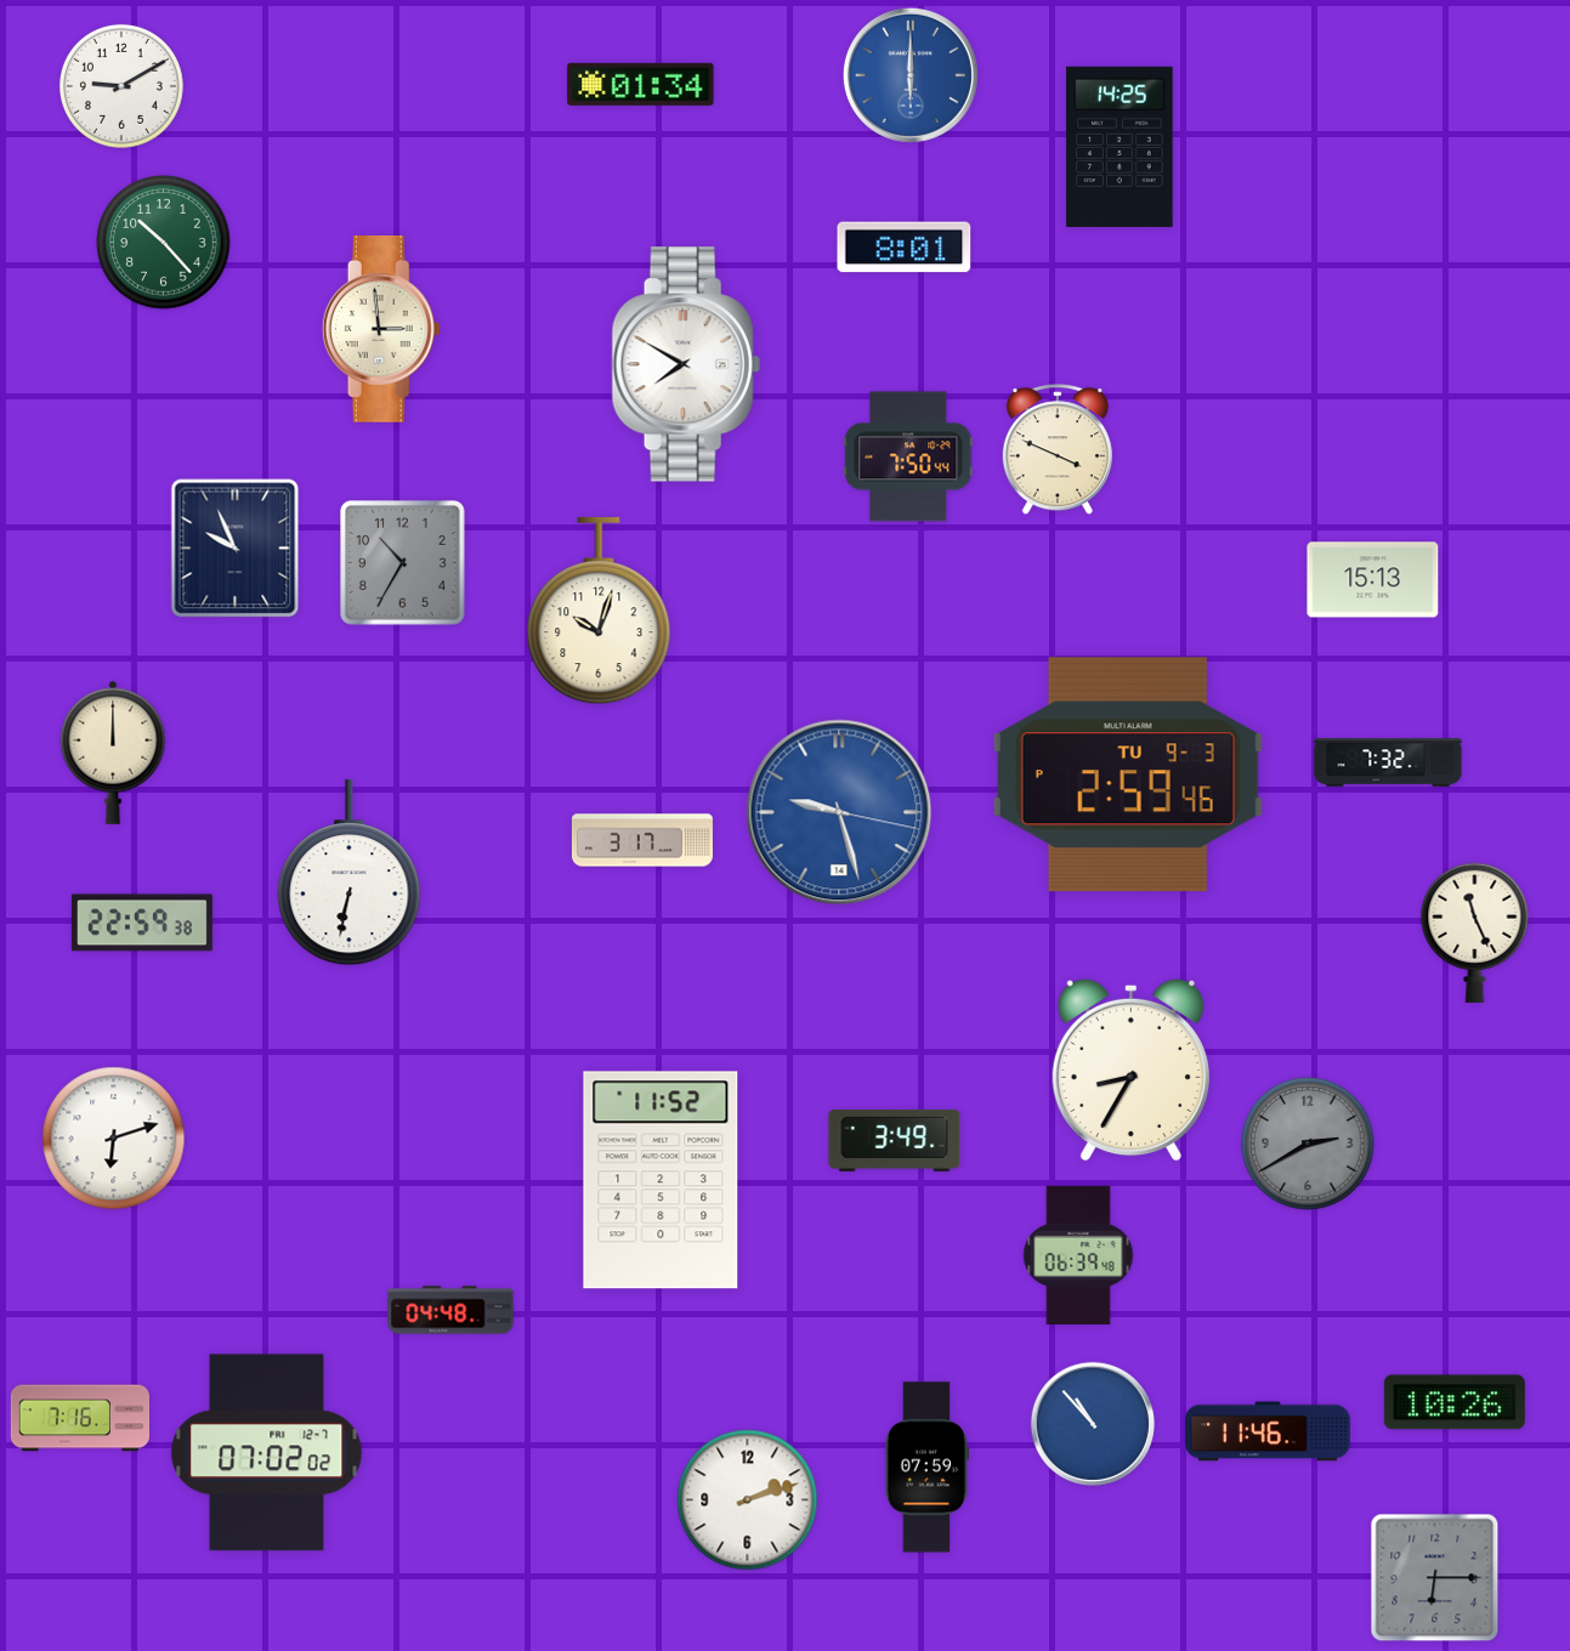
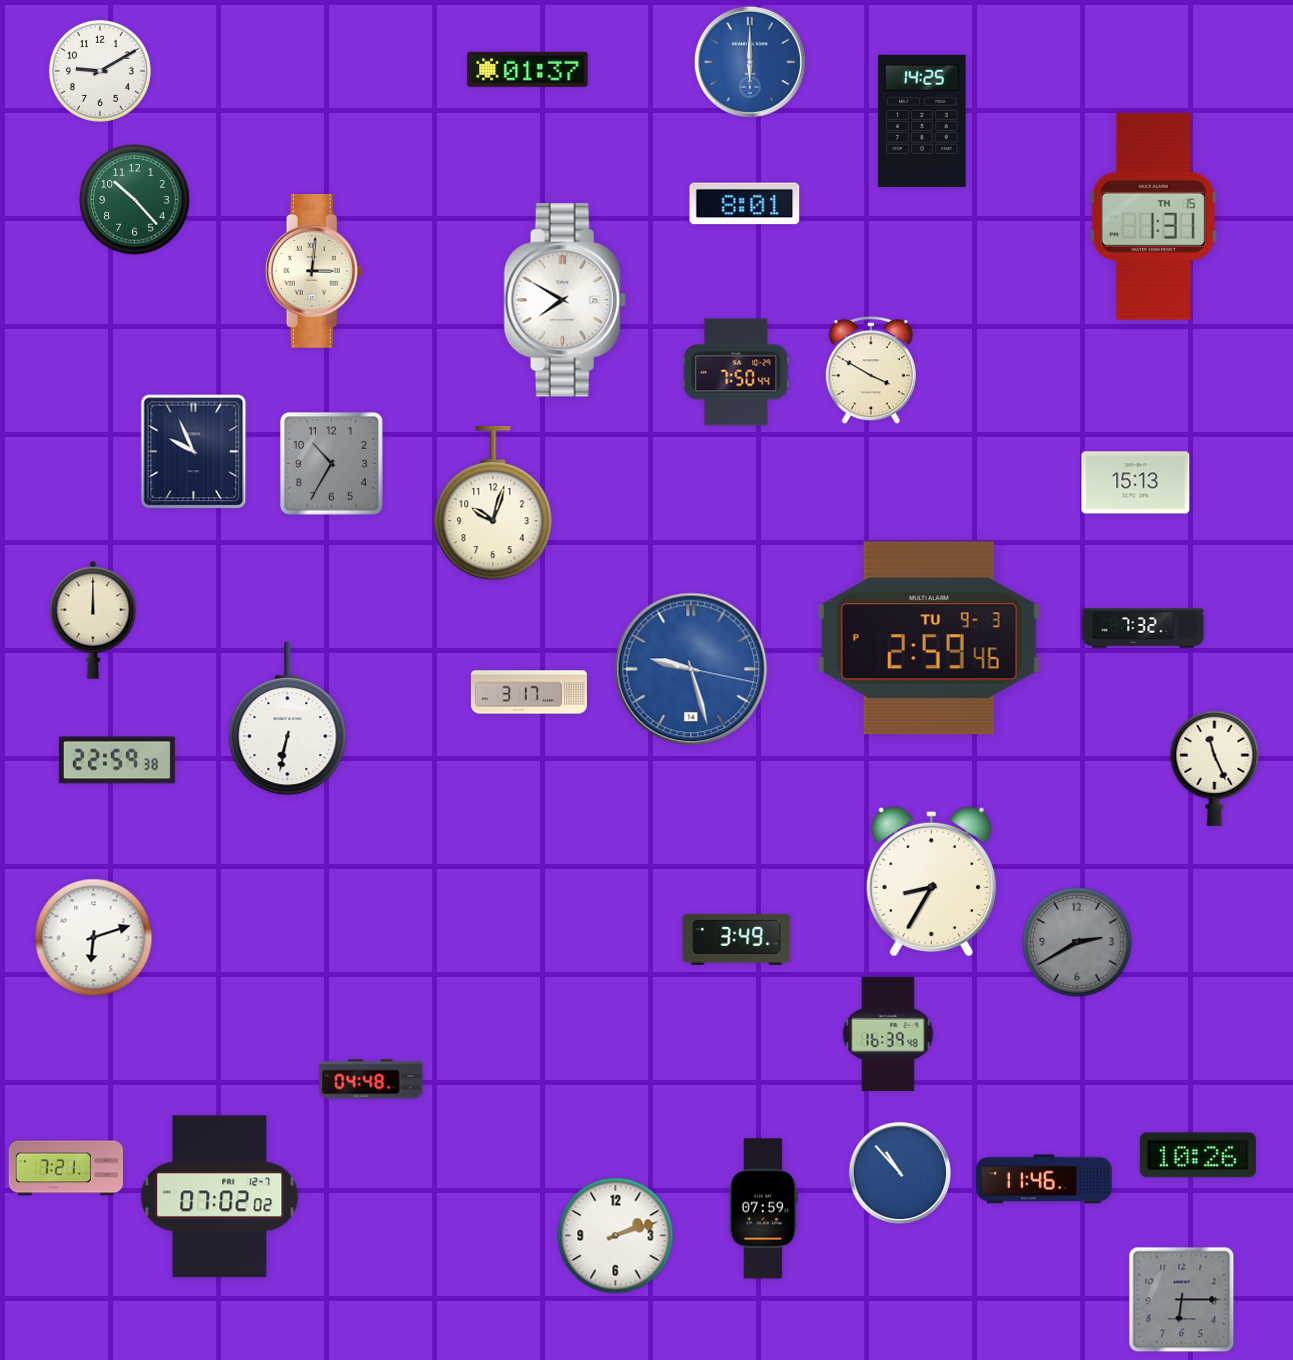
clock at (641, 84): 01:34 -> 01:37
clock at (1153, 216): none -> 1:31
clock at (381, 330): 2:59 -> 3:01
clock at (1058, 450): 3:49 -> 3:50
clock at (908, 456) position: (908, 456) -> (736, 372)
clock at (1373, 580) position: (1373, 580) -> (1136, 483)
clock at (661, 1180): 11:52 -> none
clock at (1078, 1255): 06:39 -> 16:39
clock at (79, 1418): 7:16 -> 7:21
